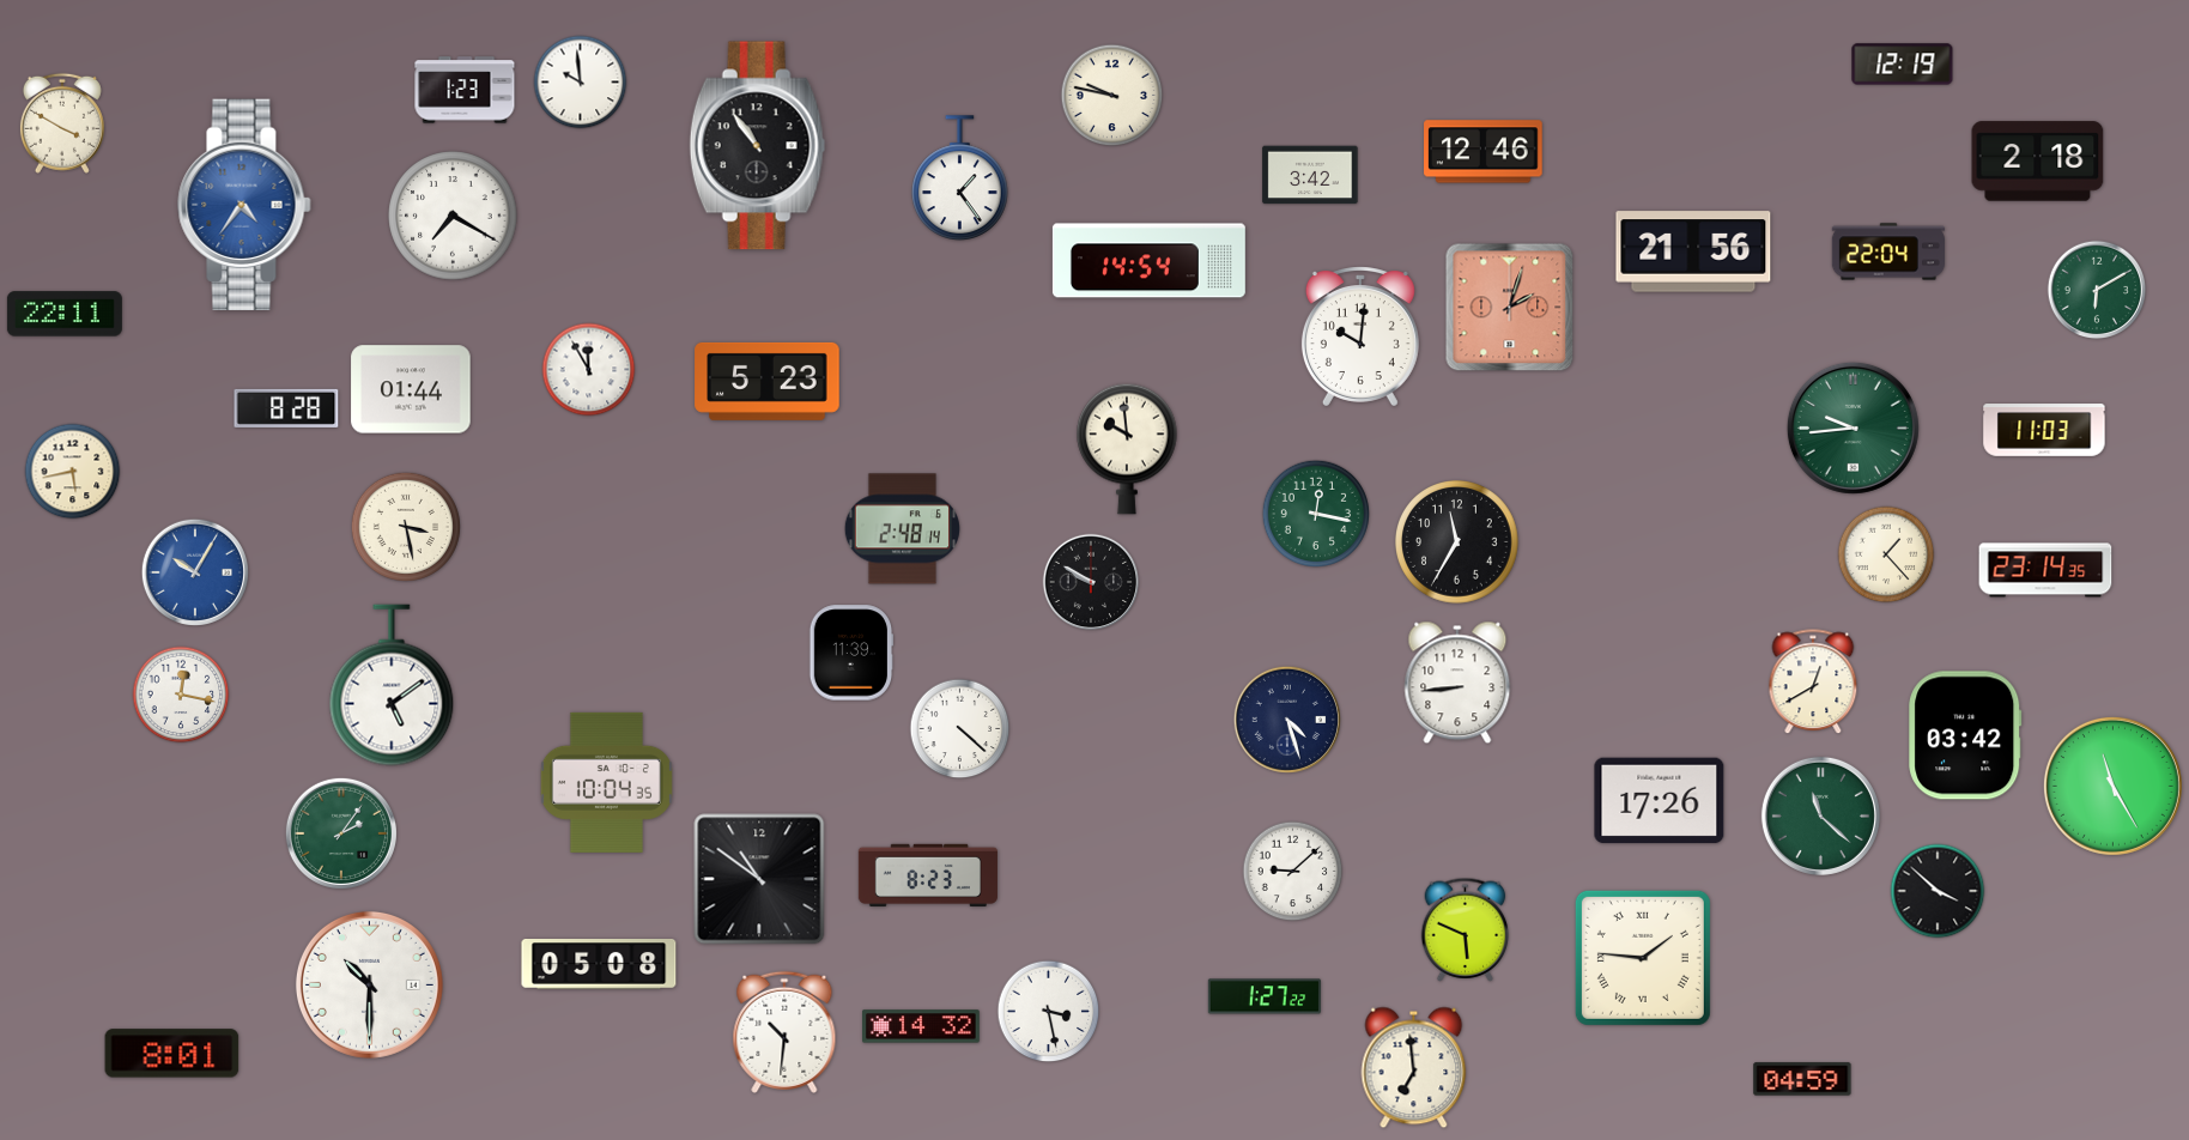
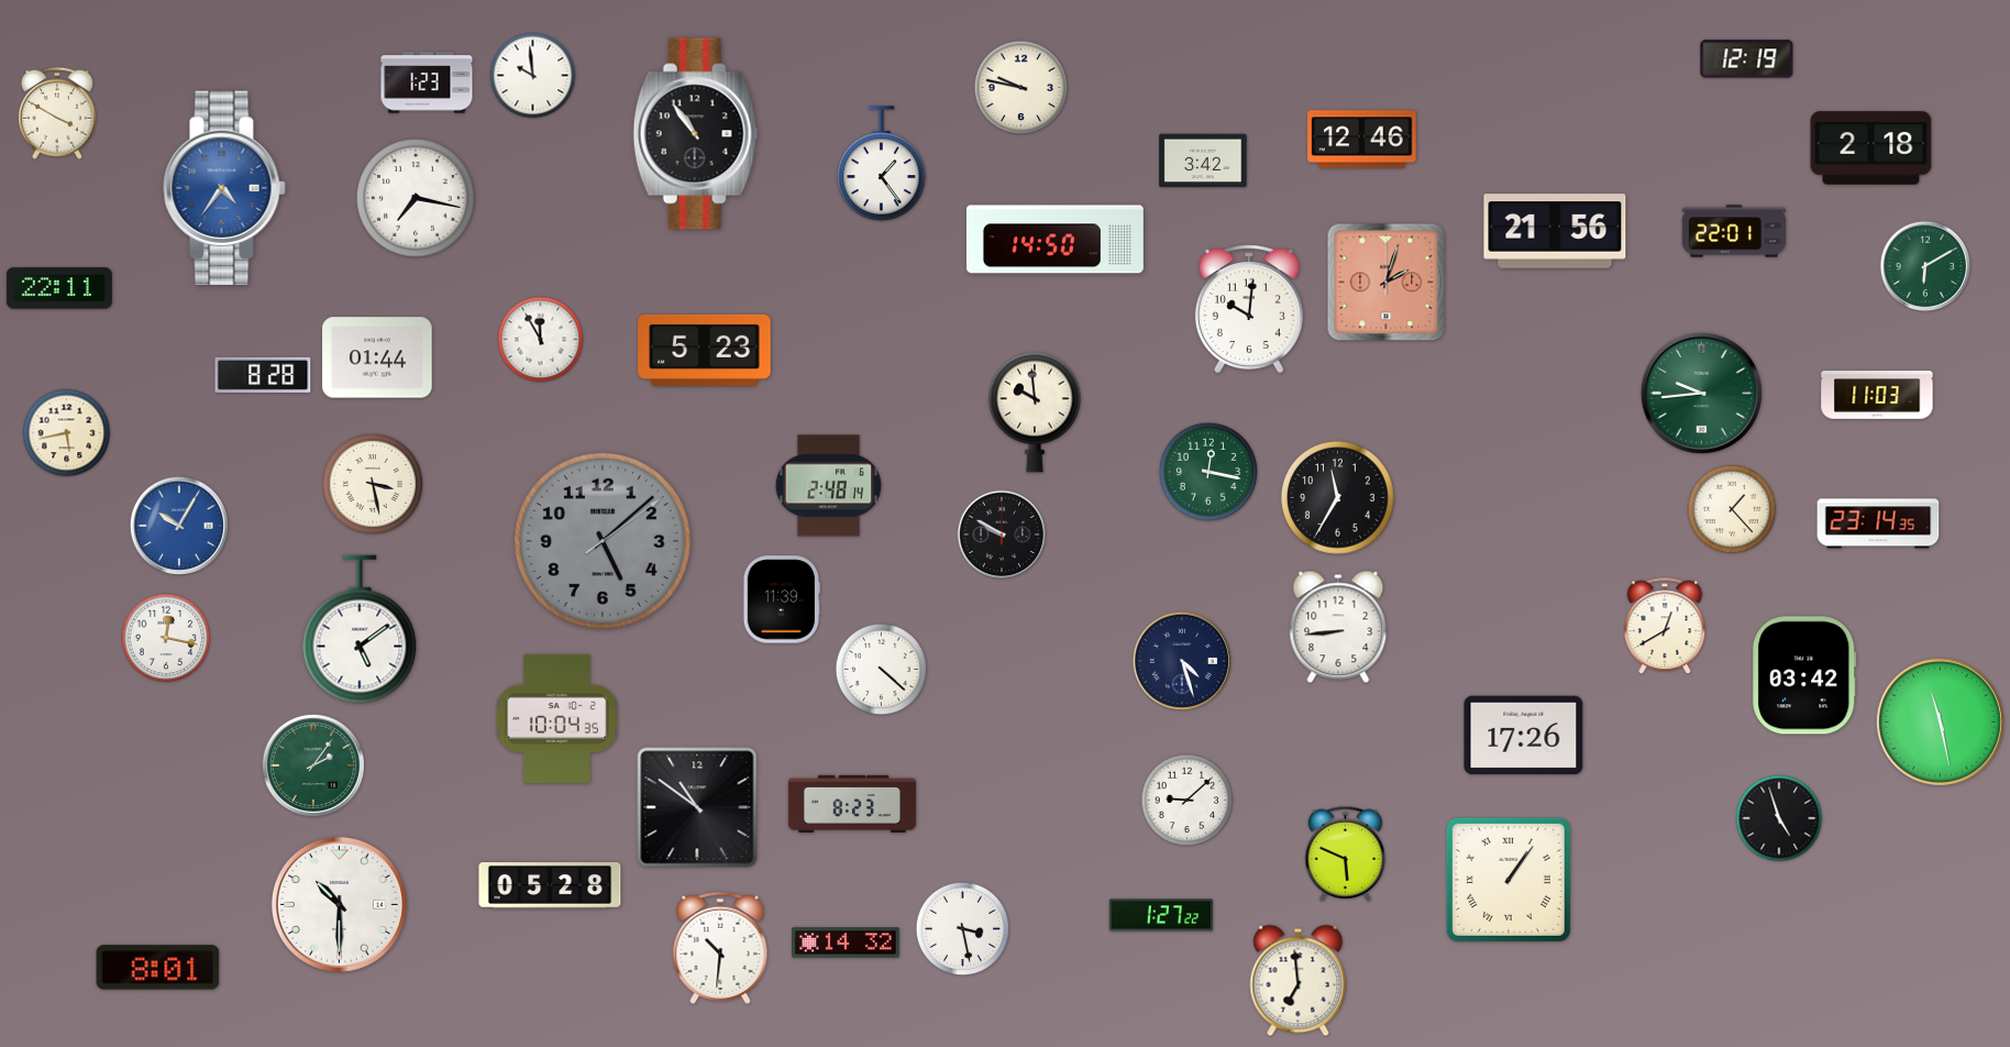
clock at (453, 216): 7:20 -> 7:17
clock at (1887, 251): 22:04 -> 22:01
clock at (1148, 261): 14:54 -> 14:50
clock at (603, 541): none -> 5:08
clock at (2112, 786): 11:25 -> 11:28
clock at (1820, 815): 11:22 -> none
clock at (1938, 891): 3:52 -> 4:57
clock at (1643, 958): 1:46 -> 1:06
clock at (599, 965): 05:08 -> 05:28
clock at (1802, 1079): 04:59 -> none
